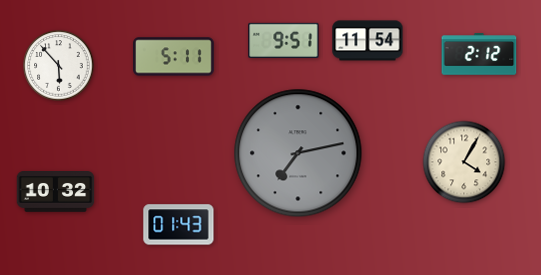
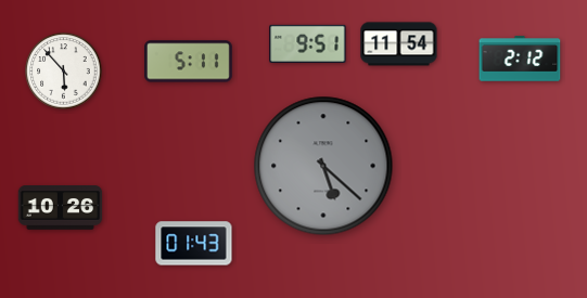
clock at (298, 153): 7:13 -> 5:22
clock at (464, 162): 4:05 -> none
clock at (56, 192): 10:32 -> 10:26
